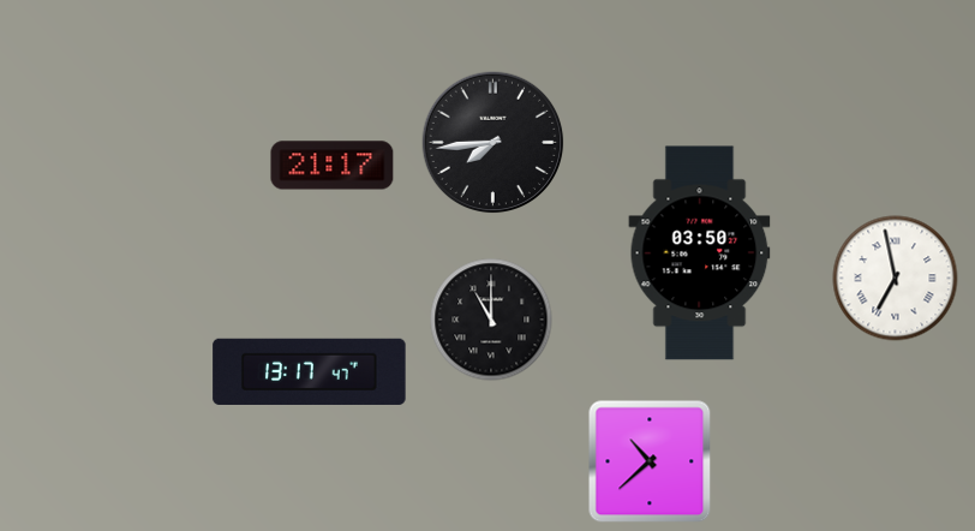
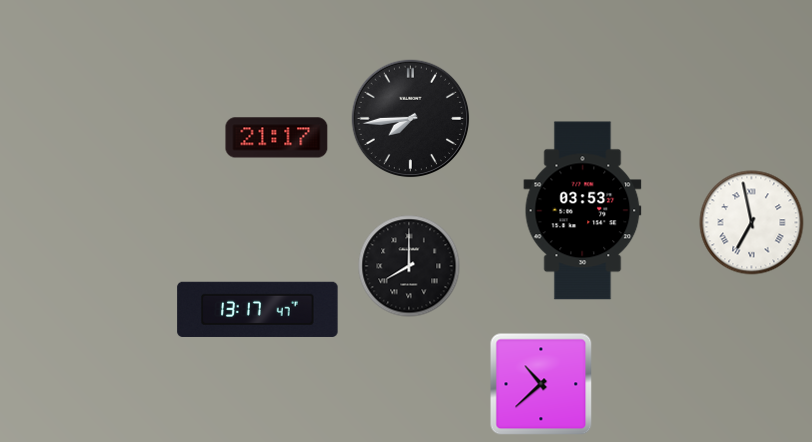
clock at (700, 253): 03:50 -> 03:53
clock at (896, 279) position: (896, 279) -> (752, 223)
clock at (491, 320): 11:00 -> 8:00
